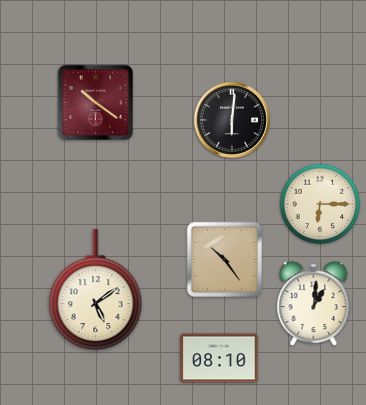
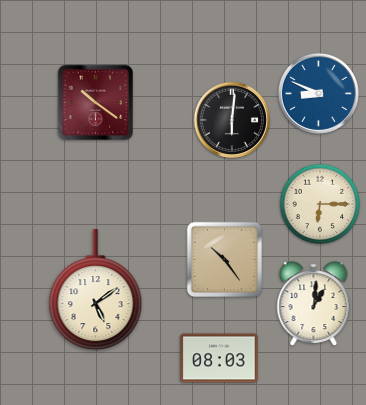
clock at (318, 93): none -> 8:49
clock at (219, 358): 08:10 -> 08:03
